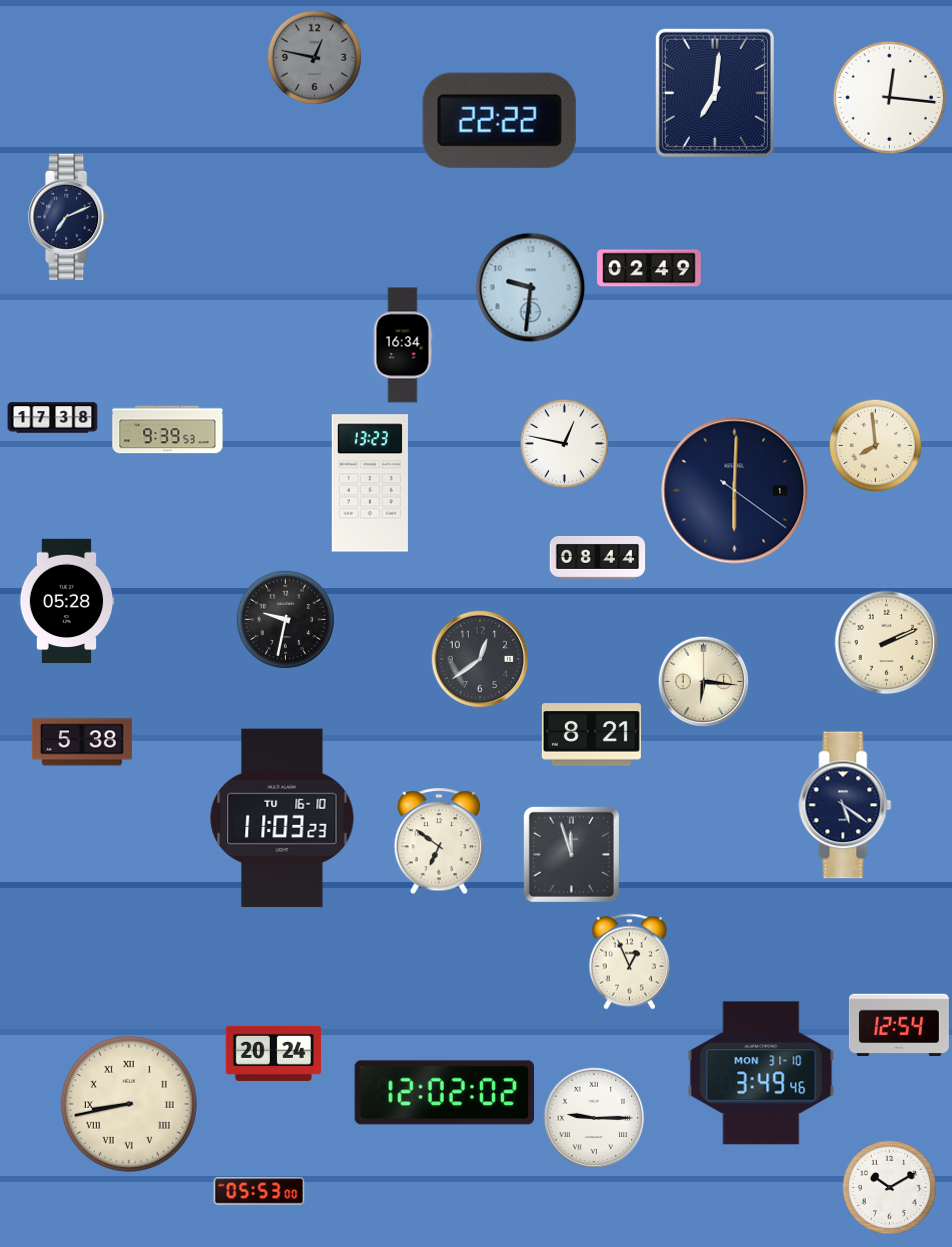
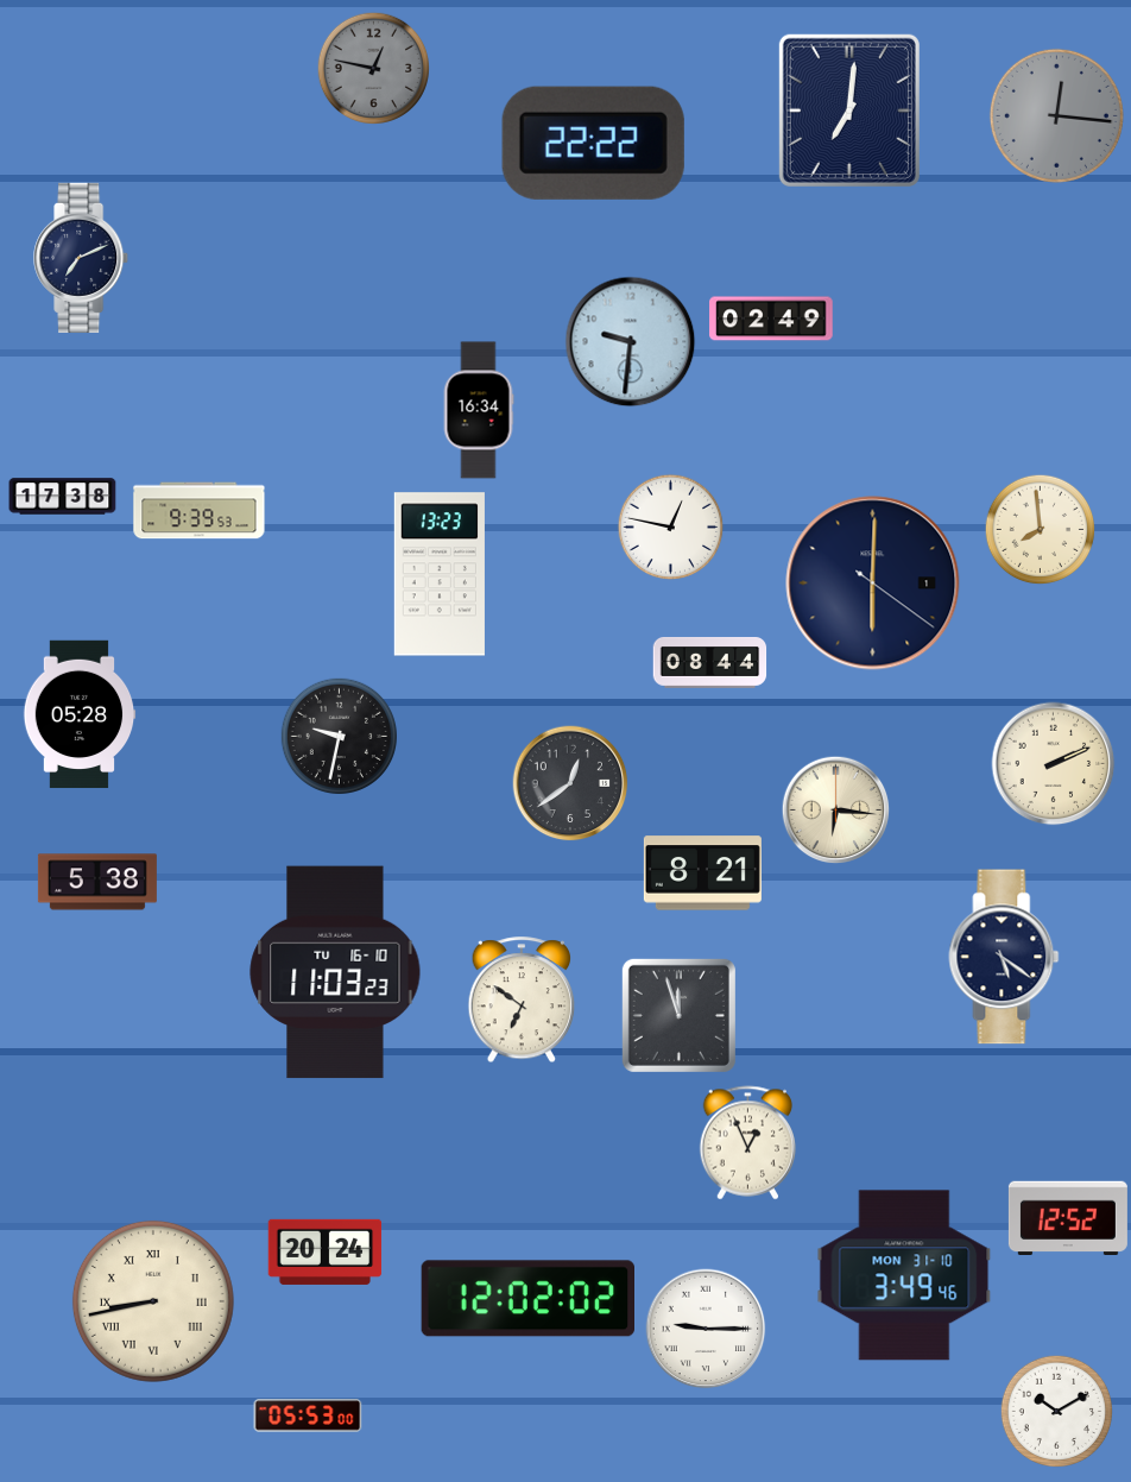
clock at (889, 97) dial: white -> grey
clock at (899, 1025): 12:54 -> 12:52
clock at (129, 1104) position: (129, 1104) -> (153, 1301)
